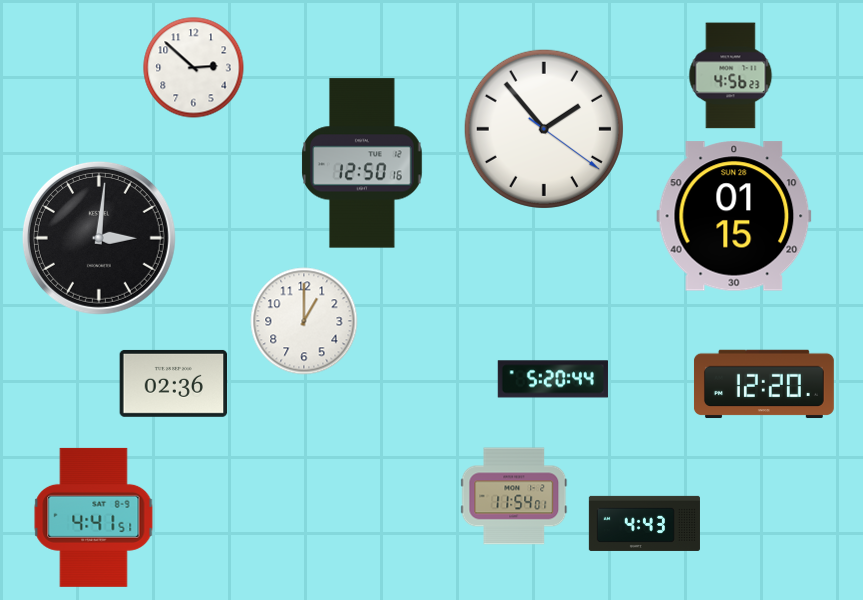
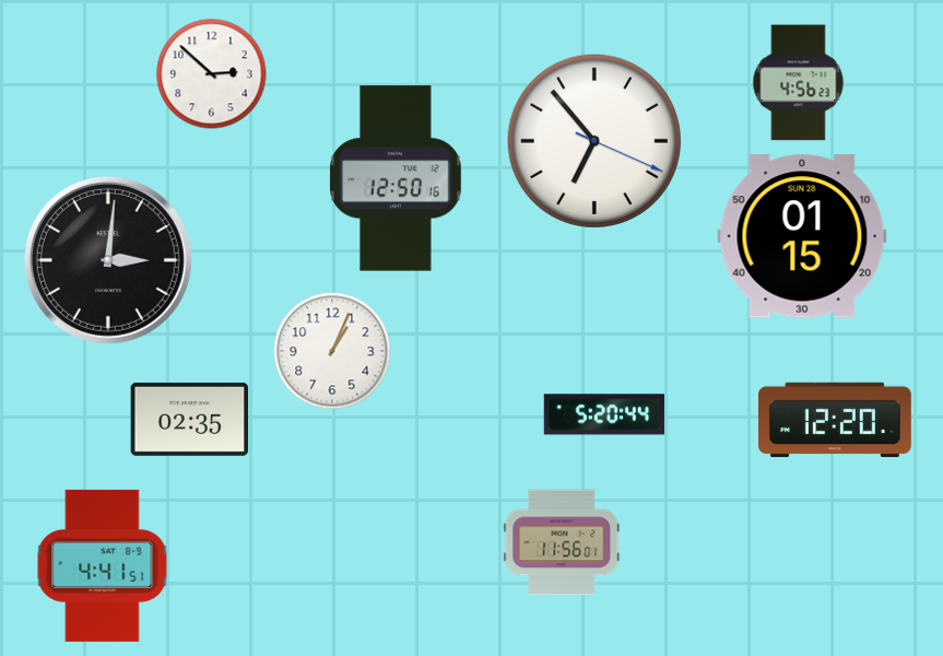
clock at (544, 129): 1:53 -> 6:53
clock at (304, 321): 1:00 -> 1:04
clock at (174, 383): 02:36 -> 02:35
clock at (514, 496): 11:54 -> 11:56
clock at (644, 523): 4:43 -> none
